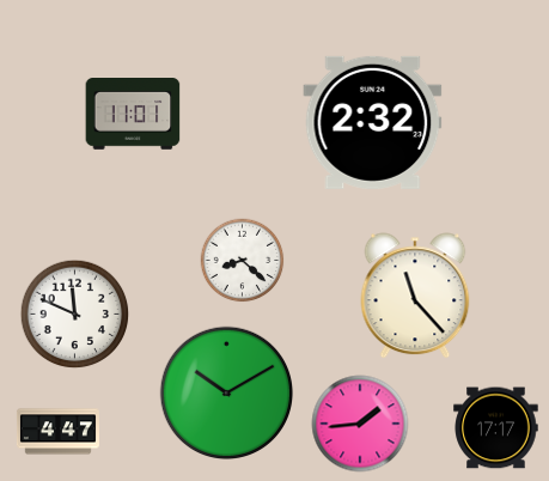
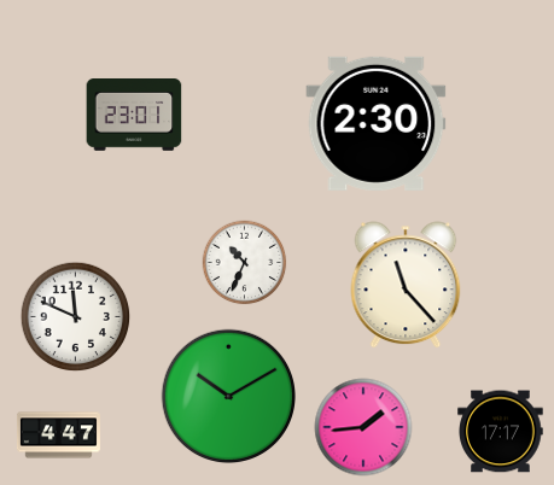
clock at (133, 115): 11:01 -> 23:01
clock at (373, 122): 2:32 -> 2:30
clock at (243, 261): 8:22 -> 10:34
clock at (415, 296) position: (415, 296) -> (406, 285)
